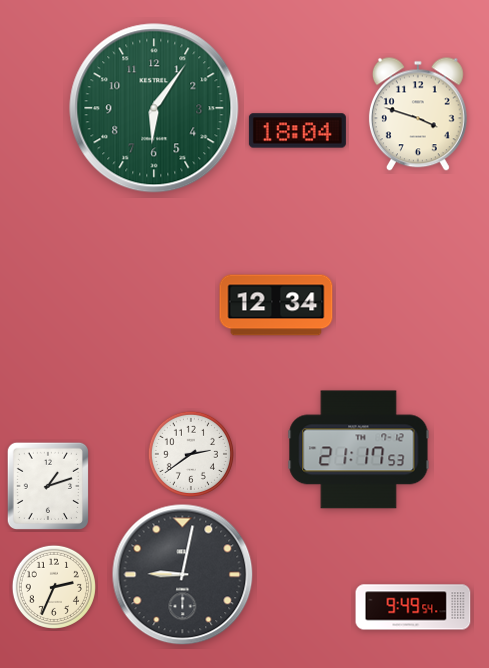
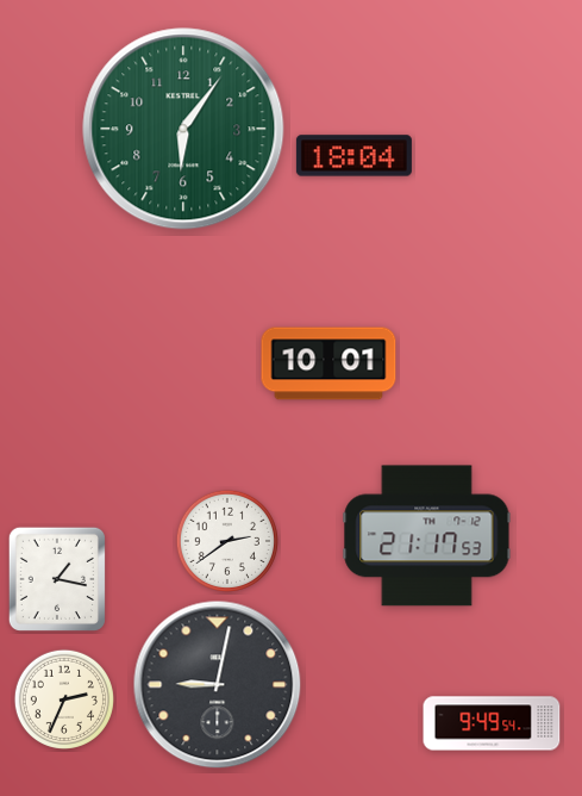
clock at (418, 114): 3:48 -> none
clock at (276, 305): 12:34 -> 10:01
clock at (48, 486): 1:12 -> 1:17
